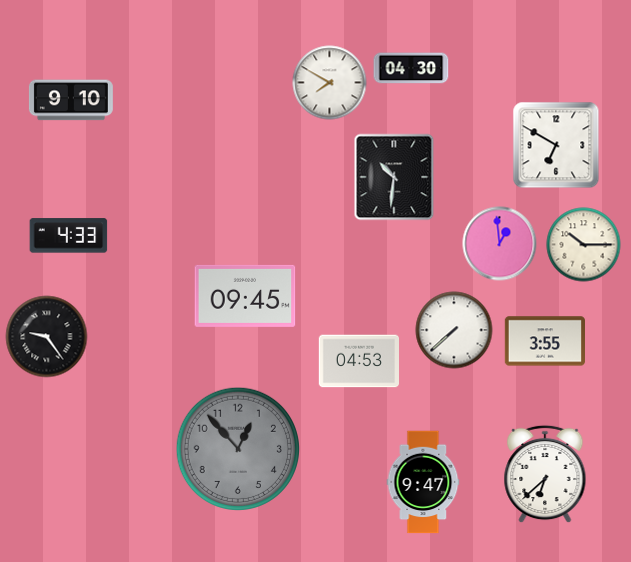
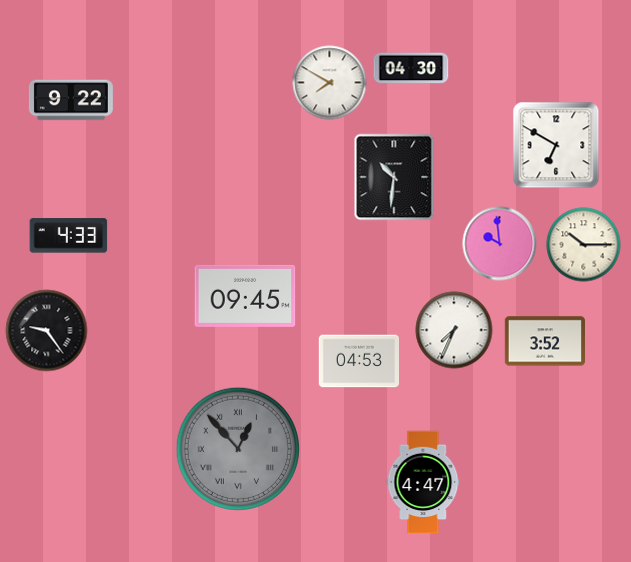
clock at (71, 100): 9:10 -> 9:22
clock at (500, 244): 12:59 -> 9:59
clock at (454, 330): 7:38 -> 7:34
clock at (47, 337) position: (47, 337) -> (47, 331)
clock at (544, 341): 3:55 -> 3:52
clock at (237, 448) numerals: Arabic -> Roman
clock at (545, 474): 6:38 -> none
clock at (423, 482): 9:47 -> 4:47
